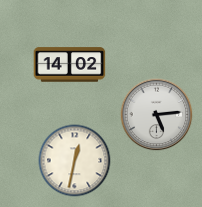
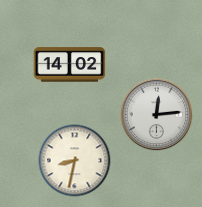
clock at (157, 115): 5:14 -> 12:14
clock at (75, 161): 12:32 -> 8:32
